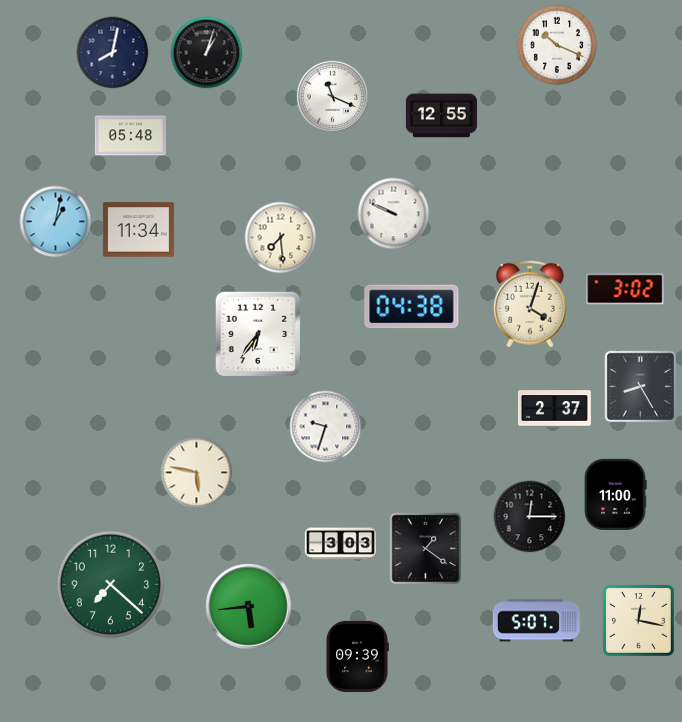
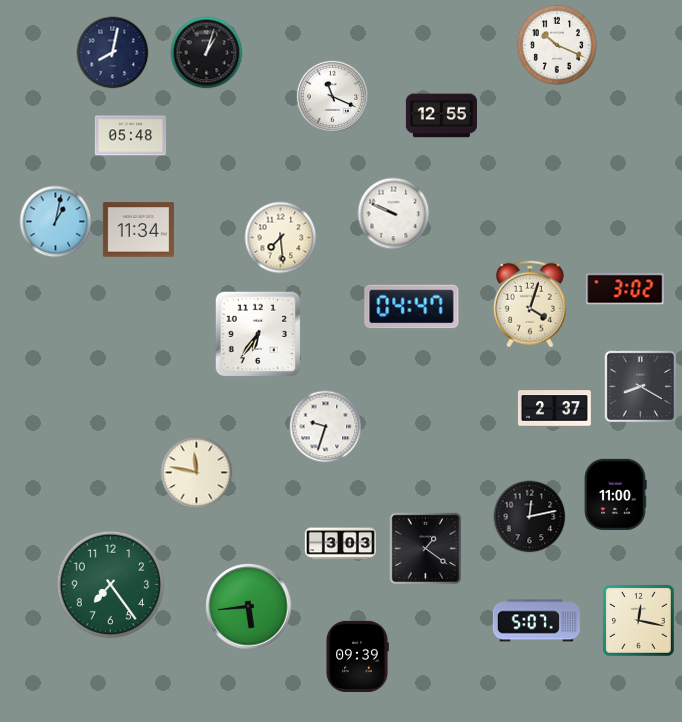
clock at (412, 307): 04:38 -> 04:47
clock at (641, 387): 8:25 -> 8:20
clock at (197, 473): 5:47 -> 11:47
clock at (530, 517): 12:15 -> 12:13
clock at (111, 585): 7:22 -> 7:24
